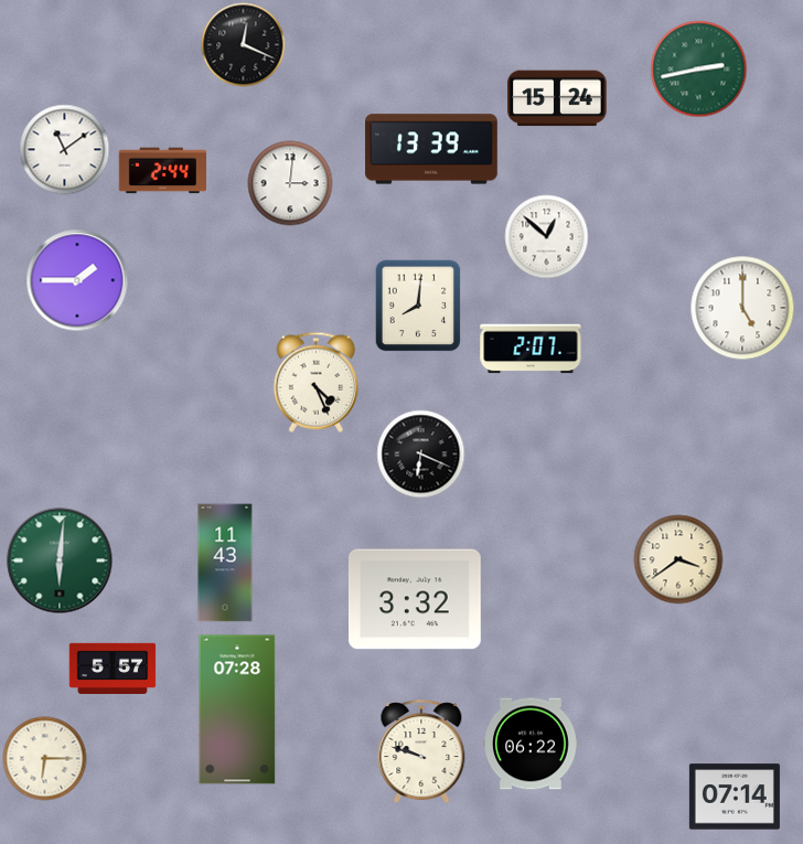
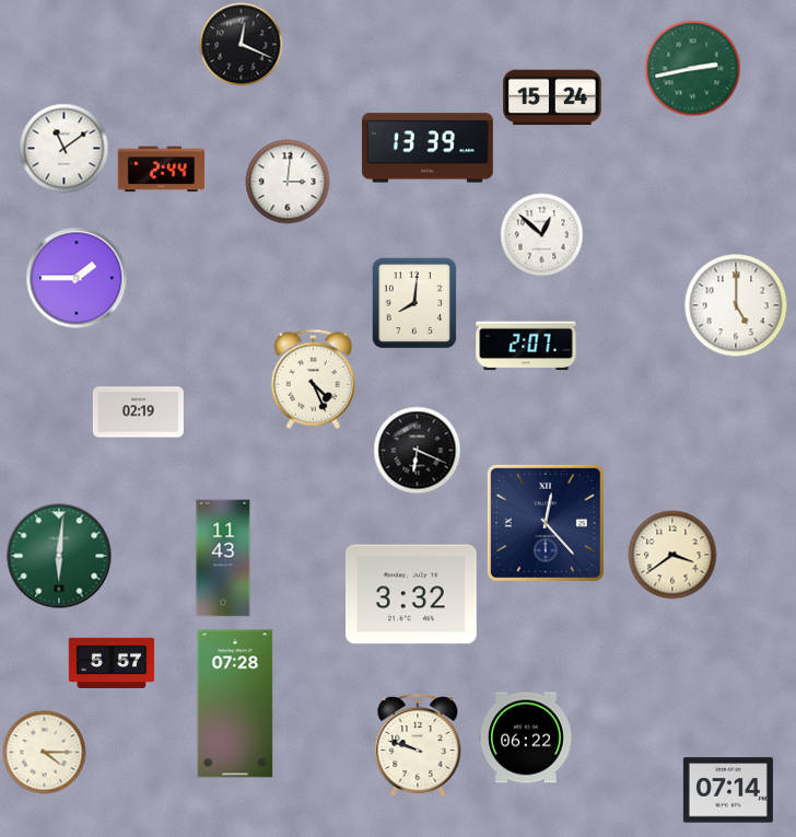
clock at (138, 412): none -> 02:19
clock at (546, 523): none -> 12:23
clock at (45, 759): 6:15 -> 4:15
